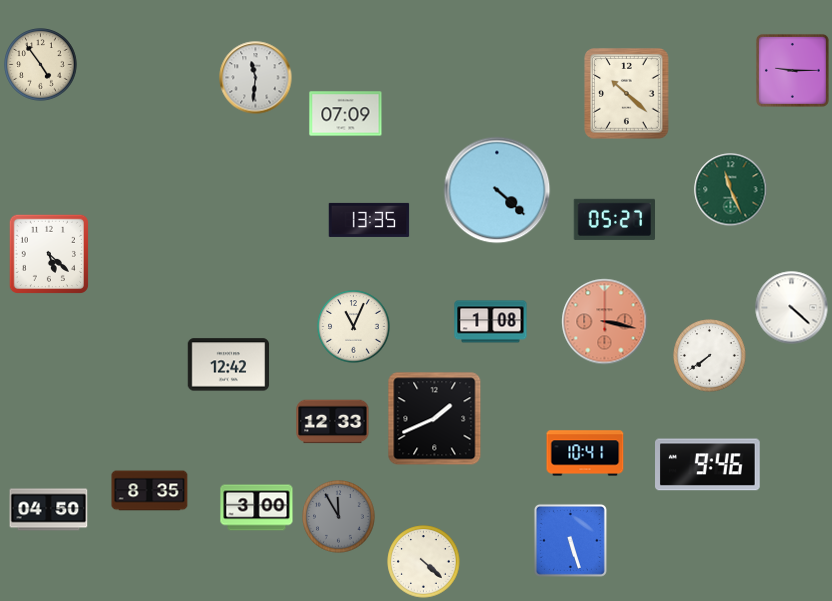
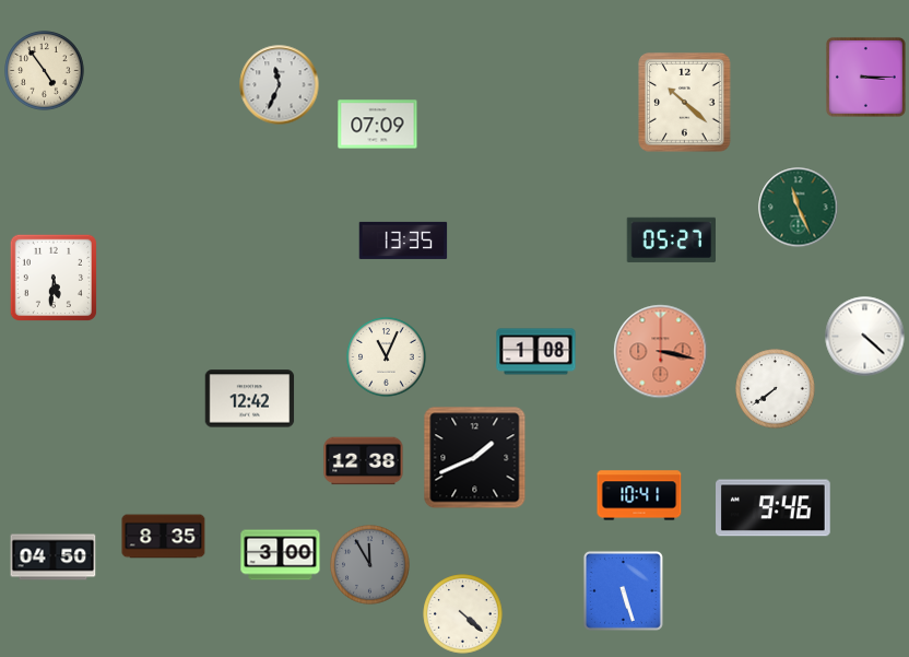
clock at (792, 70): 9:15 -> 3:15
clock at (256, 78): 11:31 -> 11:34
clock at (497, 190): 4:22 -> none
clock at (49, 254): 5:22 -> 5:31
clock at (333, 422): 12:33 -> 12:38
